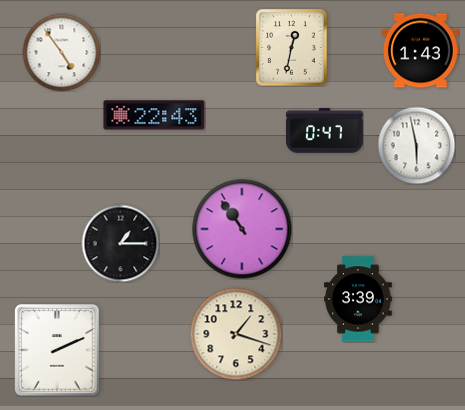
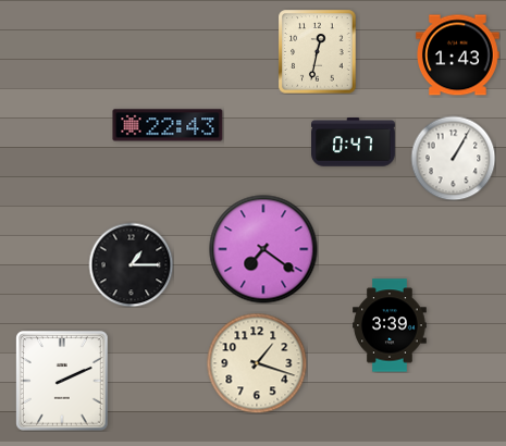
clock at (61, 52): 4:54 -> none
clock at (416, 145): 5:58 -> 1:05
clock at (242, 229): 10:54 -> 7:21
